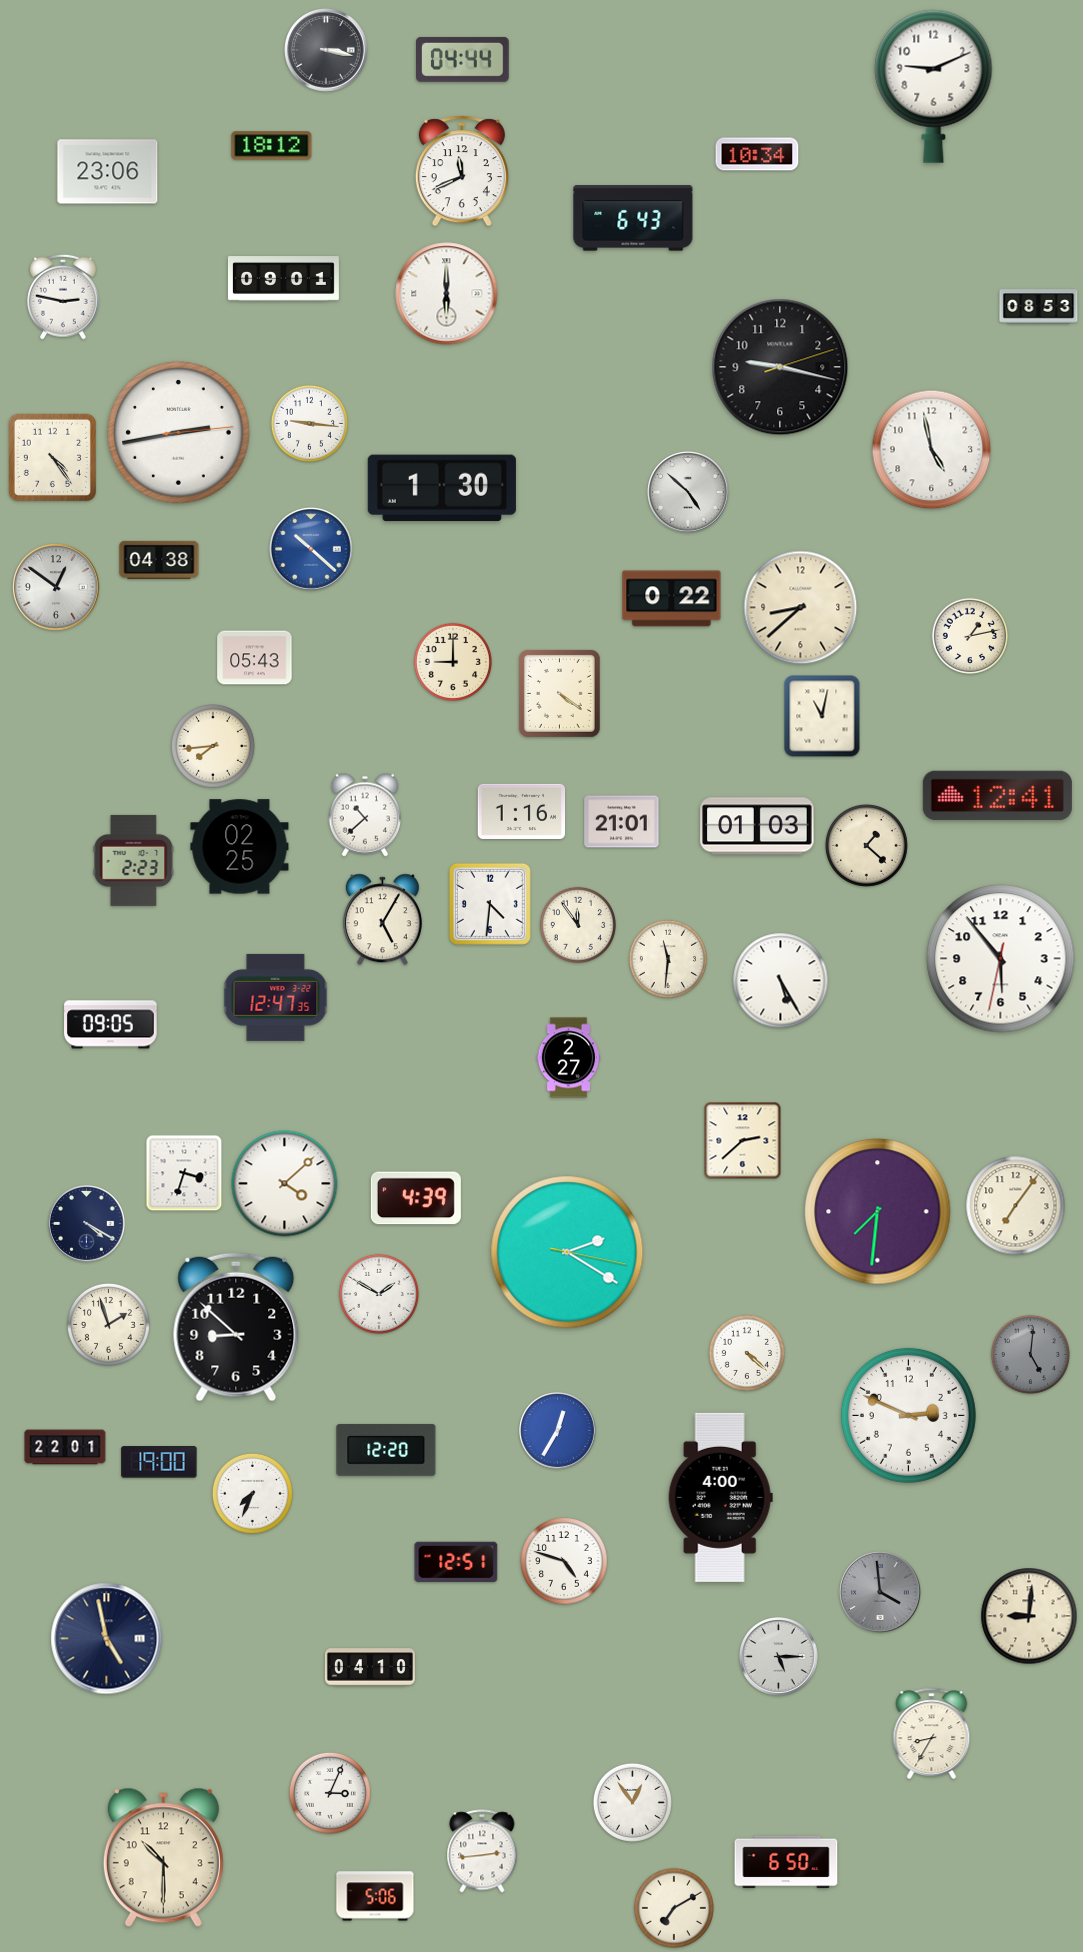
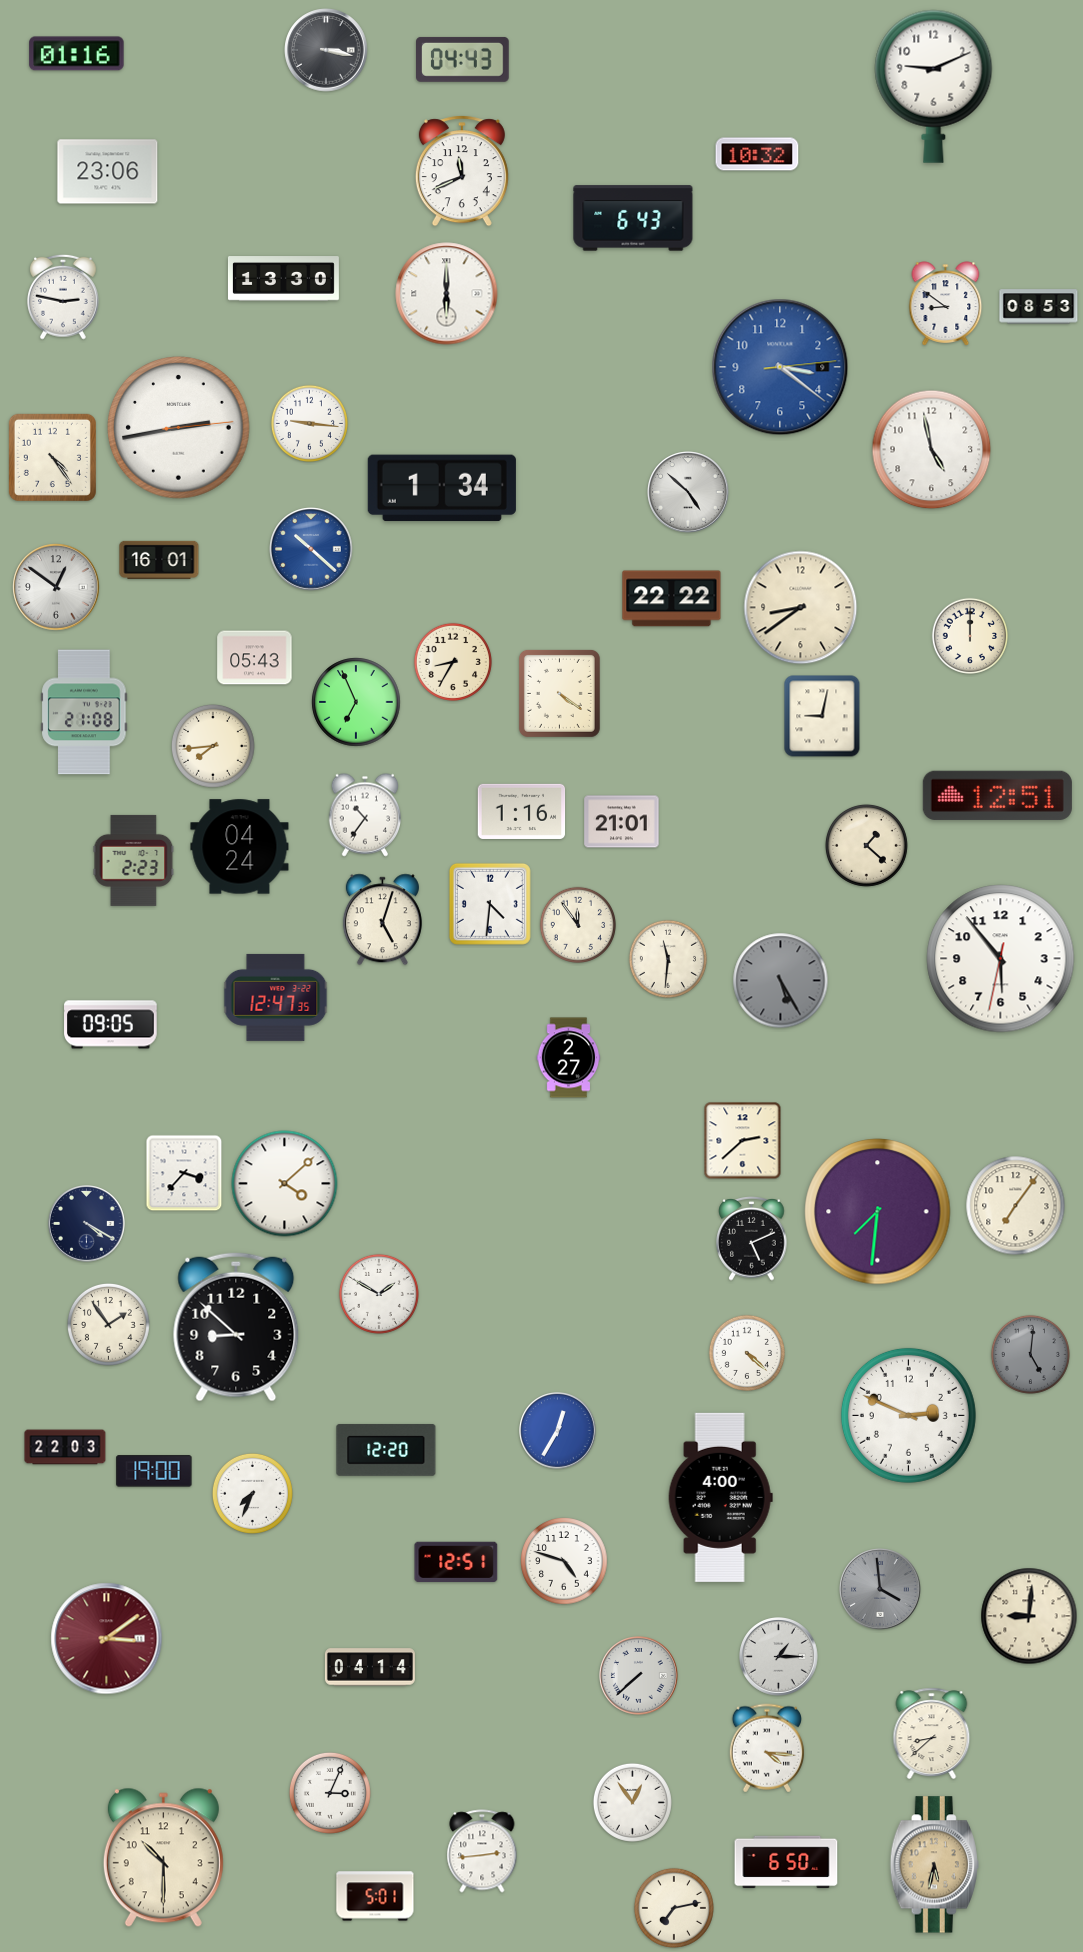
clock at (77, 54): none -> 01:16
clock at (463, 59): 04:44 -> 04:43
clock at (272, 146): 18:12 -> none
clock at (757, 154): 10:34 -> 10:32
clock at (283, 279): 09:01 -> 13:30
clock at (946, 304): none -> 8:51
clock at (780, 367): 9:17 -> 3:21
clock at (780, 367) dial: black -> blue
clock at (179, 433) position: (179, 433) -> (179, 428)
clock at (442, 488): 1:30 -> 1:34
clock at (159, 560): 04:38 -> 16:01
clock at (672, 599): 0:22 -> 22:22
clock at (801, 608): 8:38 -> 8:39
clock at (969, 635): 1:13 -> 12:00
clock at (453, 662): 9:00 -> 8:35
clock at (356, 702): none -> 6:56
clock at (84, 712): none -> 21:08
clock at (822, 716): 11:02 -> 9:02
clock at (997, 795): 12:41 -> 12:51
clock at (364, 815): 10:38 -> 10:36
clock at (757, 826): 01:03 -> none
clock at (240, 847): 02:25 -> 04:24
clock at (382, 920): 5:05 -> 5:03
clock at (781, 981) dial: white -> grey
clock at (184, 1173): 3:33 -> 3:37
clock at (416, 1198): 4:39 -> none
clock at (752, 1239): none -> 5:11
clock at (567, 1252): 2:20 -> none
clock at (108, 1324): 1:57 -> 1:54
clock at (65, 1447): 22:01 -> 22:03
clock at (159, 1462) position: (159, 1462) -> (154, 1471)
clock at (880, 1592) position: (880, 1592) -> (880, 1589)
clock at (107, 1639): 4:58 -> 3:09
clock at (107, 1639) dial: navy -> burgundy
clock at (779, 1657): 5:15 -> 1:15
clock at (370, 1667): 04:10 -> 04:14
clock at (639, 1676): none -> 7:38
clock at (932, 1734): 8:35 -> 8:38
clock at (766, 1748): none -> 4:16
clock at (934, 1865): none -> 5:32
clock at (375, 1896): 5:06 -> 5:01
clock at (674, 1908): 7:10 -> 7:13
